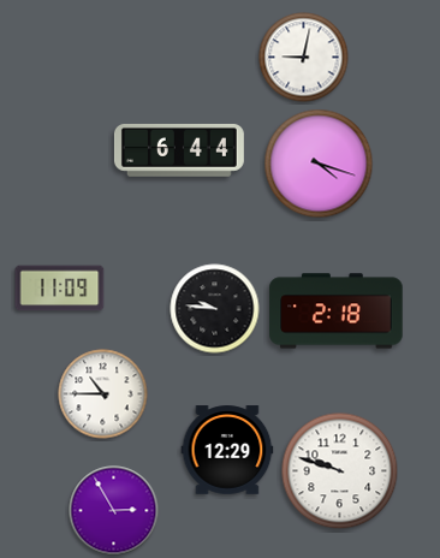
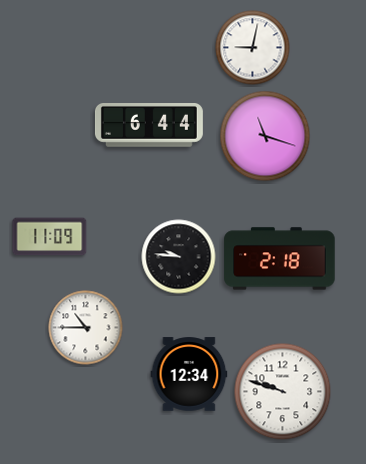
clock at (319, 164): 4:18 -> 11:18
clock at (60, 289) position: (60, 289) -> (50, 237)
clock at (227, 450): 12:29 -> 12:34
clock at (114, 511): 2:55 -> none
